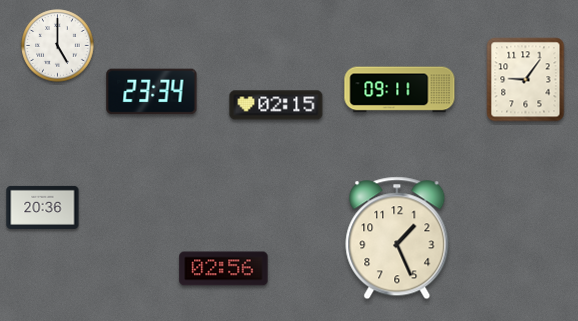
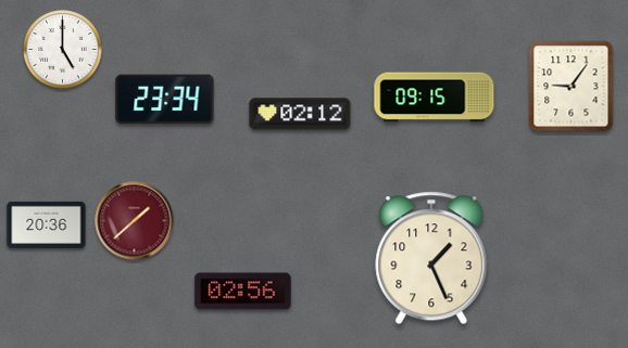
clock at (400, 90): 09:11 -> 09:15
clock at (276, 105): 02:15 -> 02:12
clock at (135, 221): none -> 1:38
